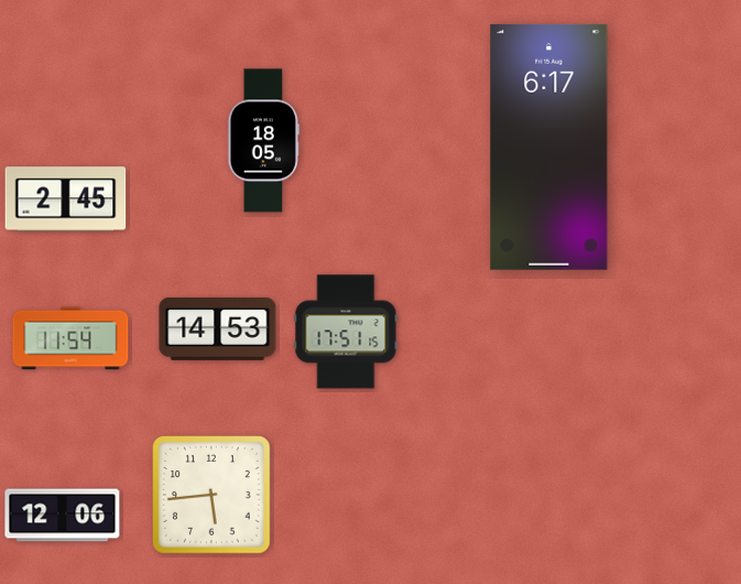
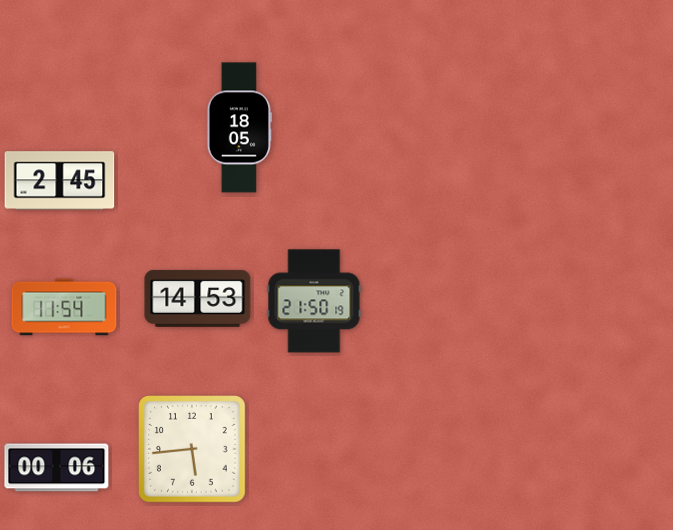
clock at (549, 147): 6:17 -> none
clock at (346, 332): 17:51 -> 21:50
clock at (63, 516): 12:06 -> 00:06
